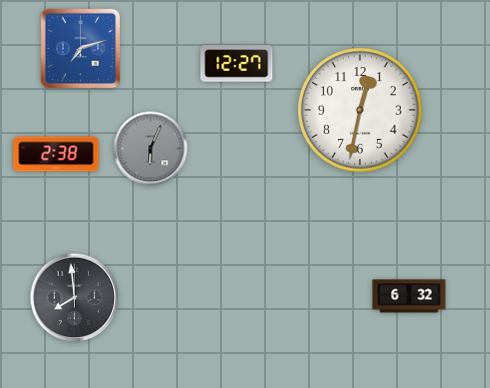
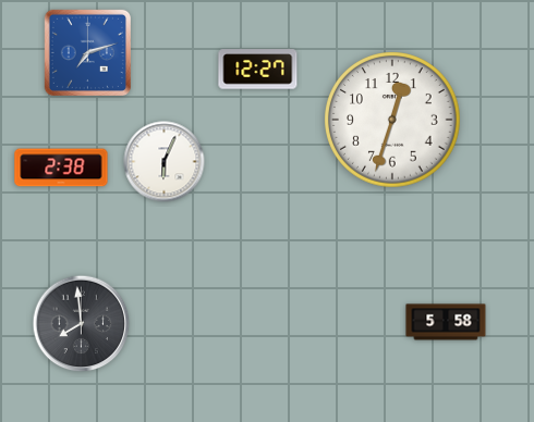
clock at (360, 110): 12:32 -> 12:33
clock at (151, 149) dial: grey -> white
clock at (409, 296): 6:32 -> 5:58
